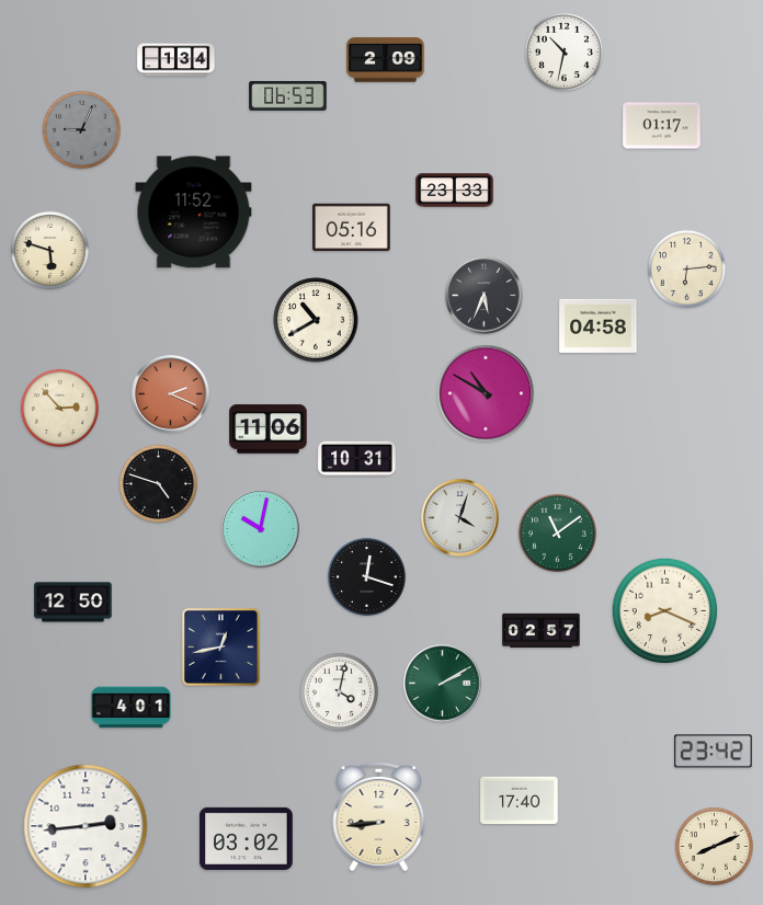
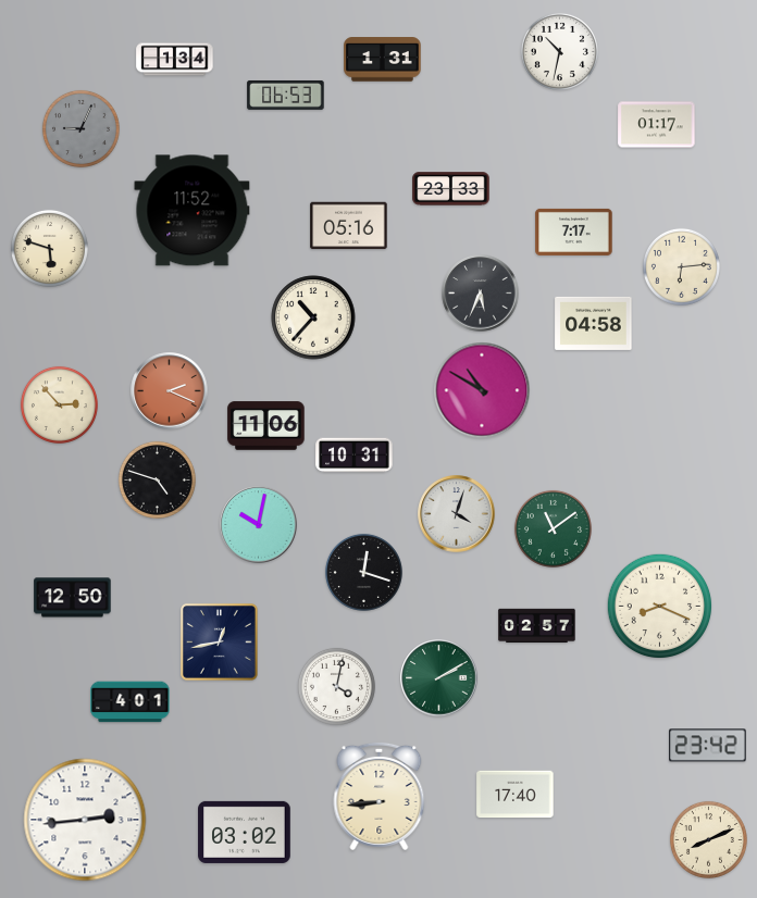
clock at (386, 60): 2:09 -> 1:31
clock at (574, 232): none -> 7:17
clock at (316, 320): 10:40 -> 10:37
clock at (379, 816) position: (379, 816) -> (380, 796)
